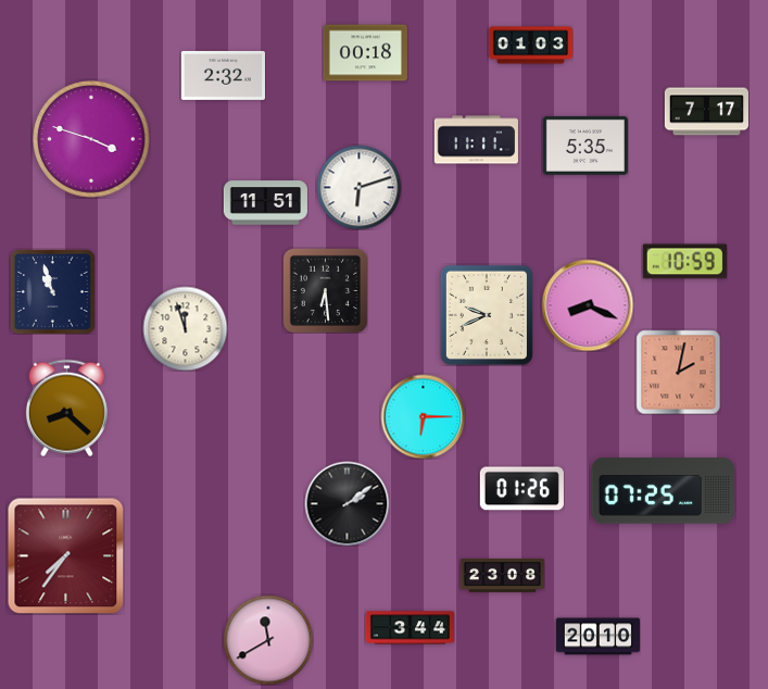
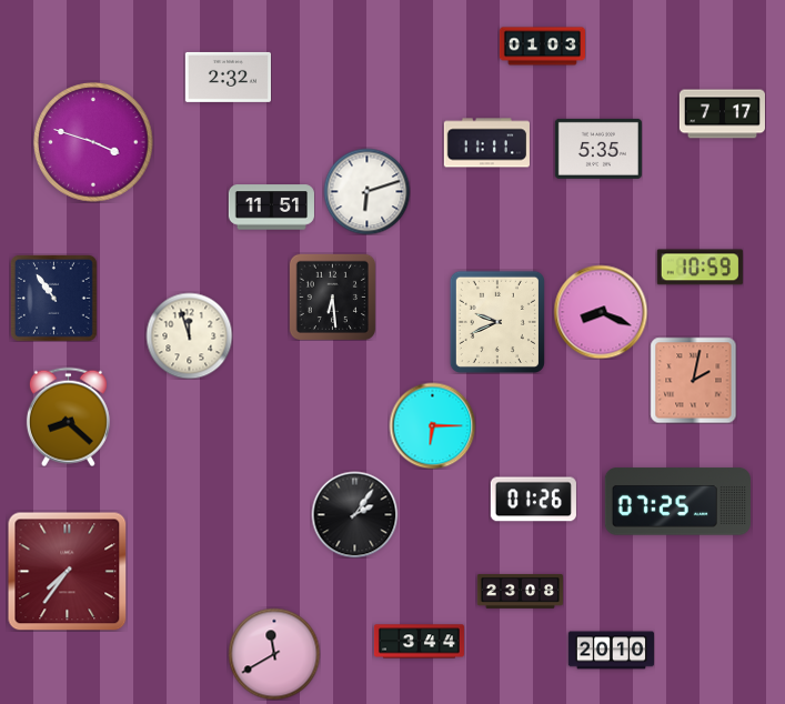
clock at (365, 53): 00:18 -> none
clock at (52, 291): 10:57 -> 10:54
clock at (347, 503): 2:09 -> 2:06
clock at (65, 555) position: (65, 555) -> (67, 571)
clock at (502, 576) position: (502, 576) -> (520, 592)
